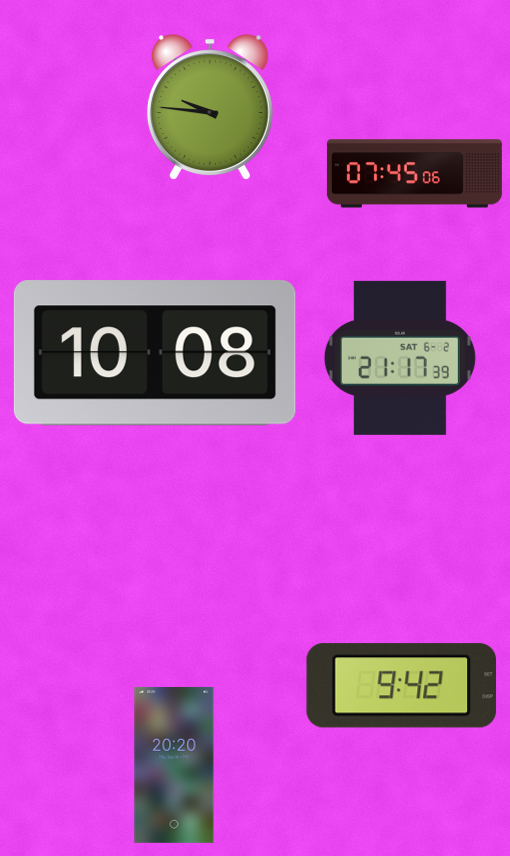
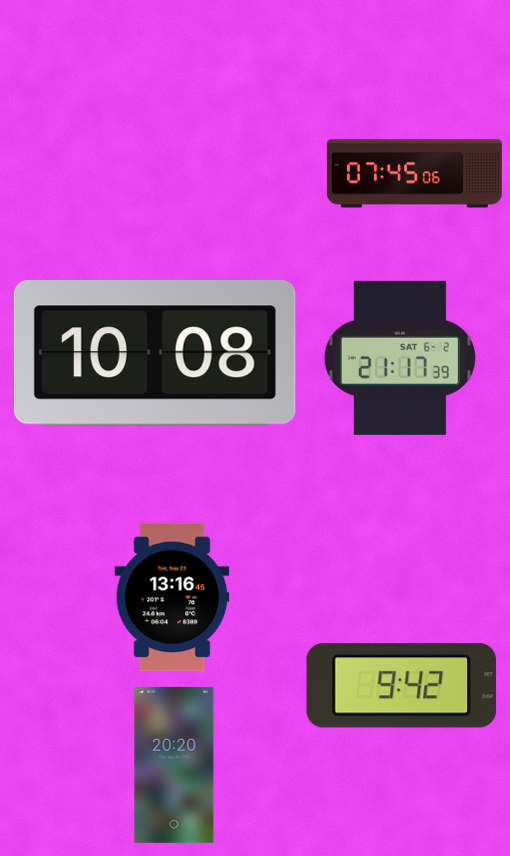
clock at (210, 107): 9:46 -> none
clock at (172, 597): none -> 13:16
